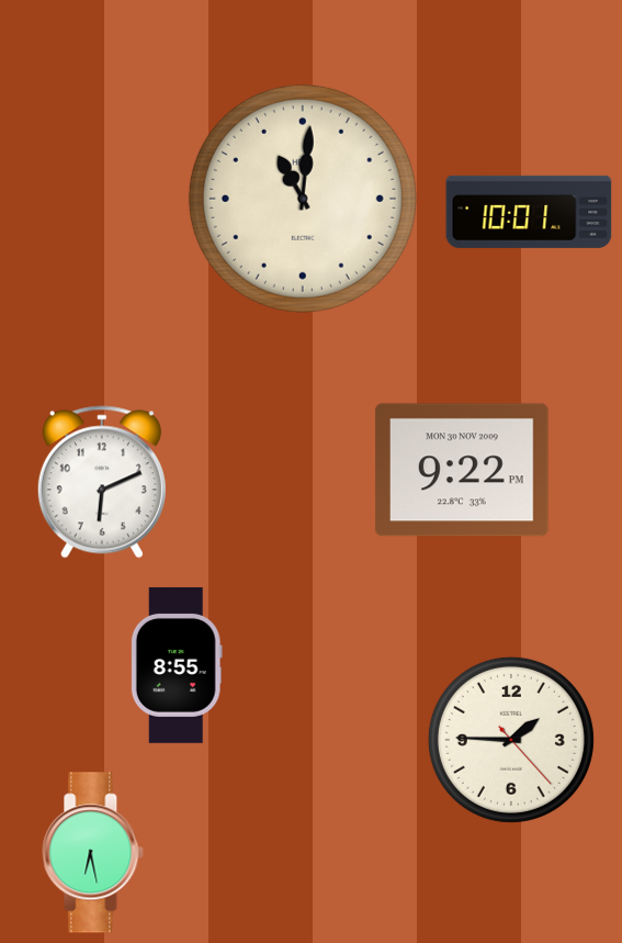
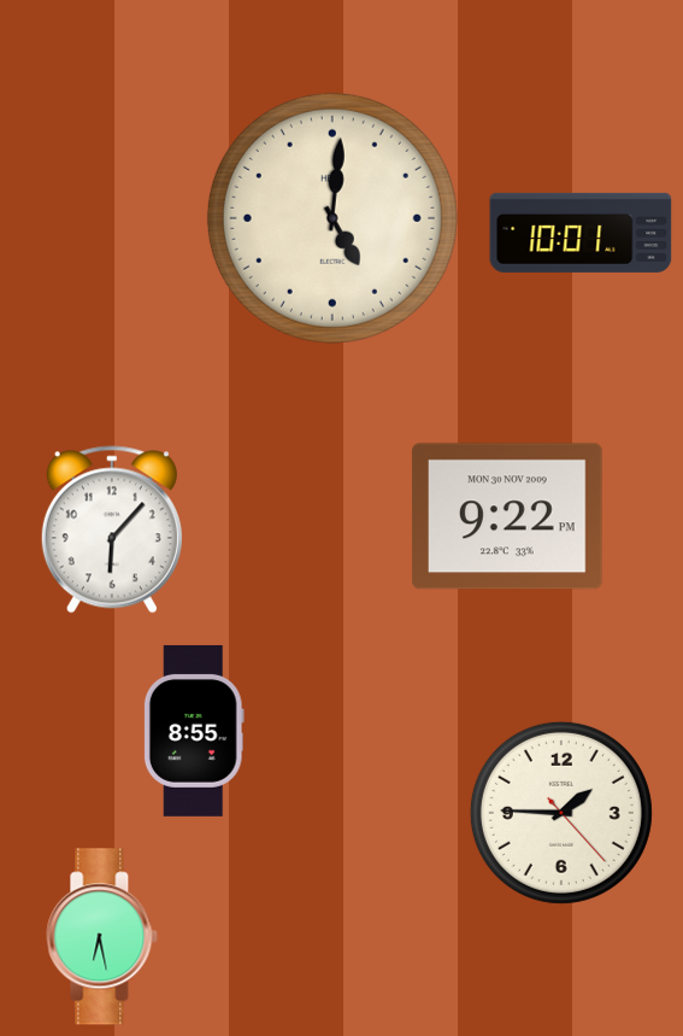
clock at (303, 199): 11:01 -> 5:01
clock at (102, 482): 6:11 -> 6:07
